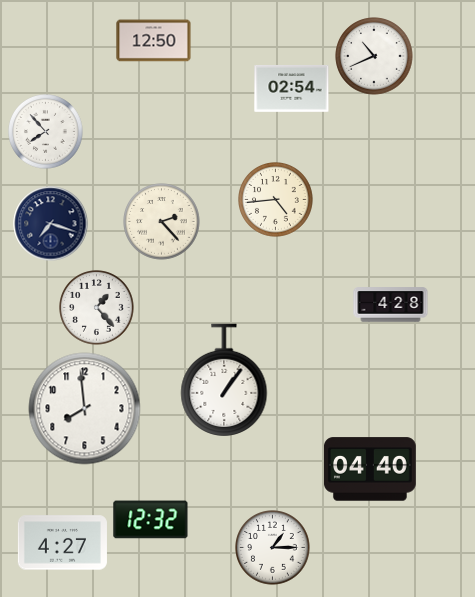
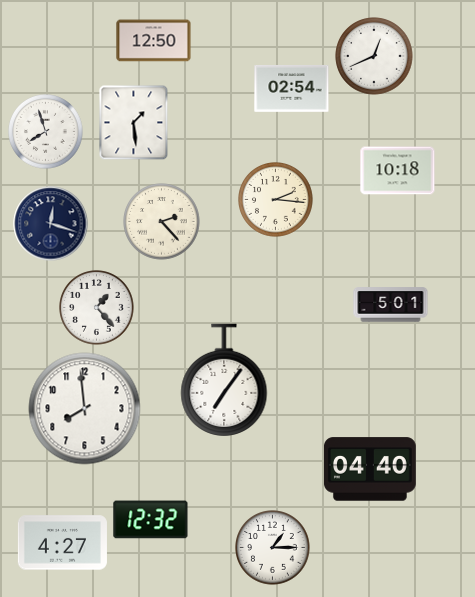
clock at (374, 56): 10:41 -> 12:41
clock at (134, 123): none -> 1:29
clock at (46, 132): 7:53 -> 7:57
clock at (398, 171): none -> 10:18
clock at (276, 200): 4:44 -> 2:16
clock at (51, 224): 7:18 -> 12:18
clock at (391, 305): 4:28 -> 5:01
clock at (224, 380): 1:06 -> 7:06
